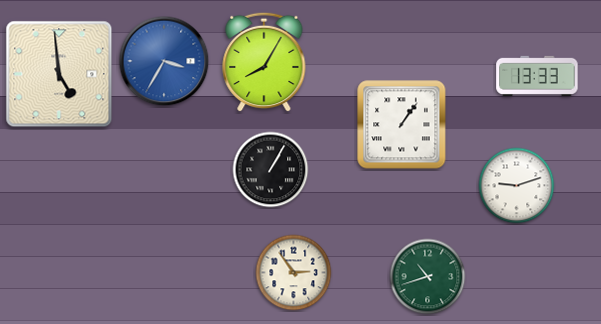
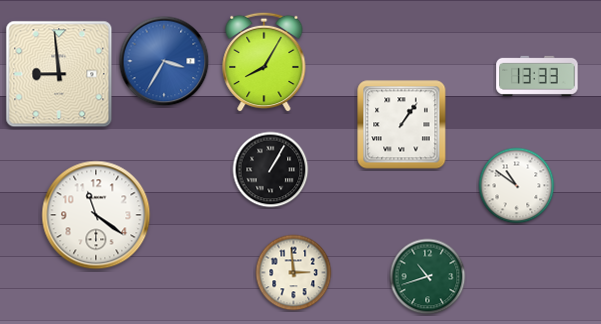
clock at (59, 74): 4:59 -> 8:59
clock at (517, 186): 9:12 -> 10:51
clock at (96, 215): none -> 11:21
clock at (294, 273): 2:54 -> 2:59
